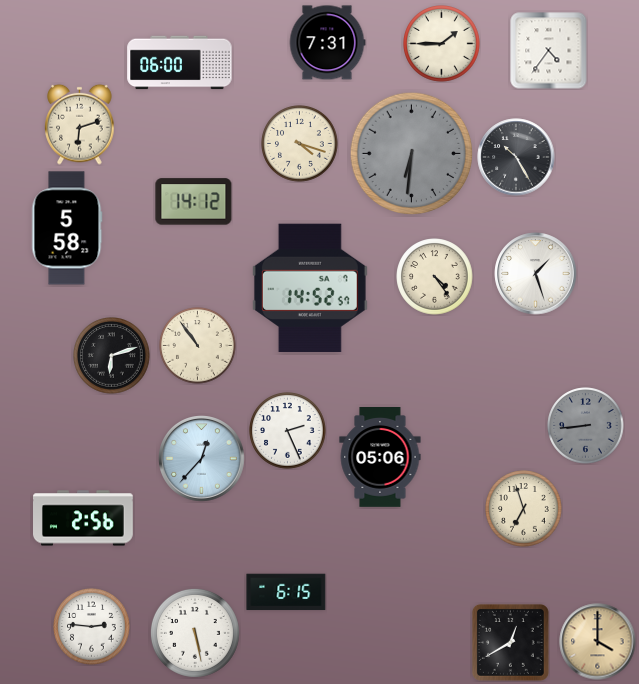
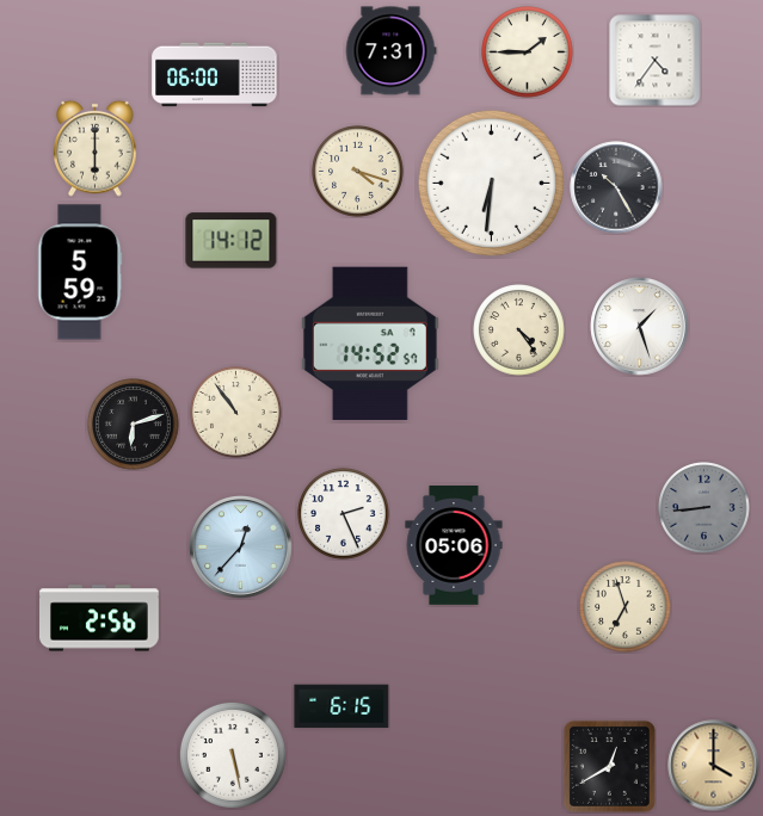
clock at (80, 124): 6:12 -> 6:00
clock at (411, 153) dial: grey -> white
clock at (67, 228): 5:58 -> 5:59
clock at (586, 426) position: (586, 426) -> (704, 508)
clock at (92, 627): 2:46 -> none
